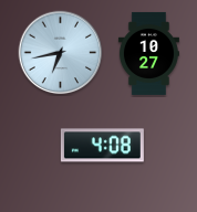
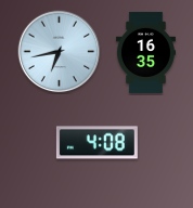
clock at (148, 53): 10:27 -> 16:35
clock at (102, 146) position: (102, 146) -> (97, 143)
